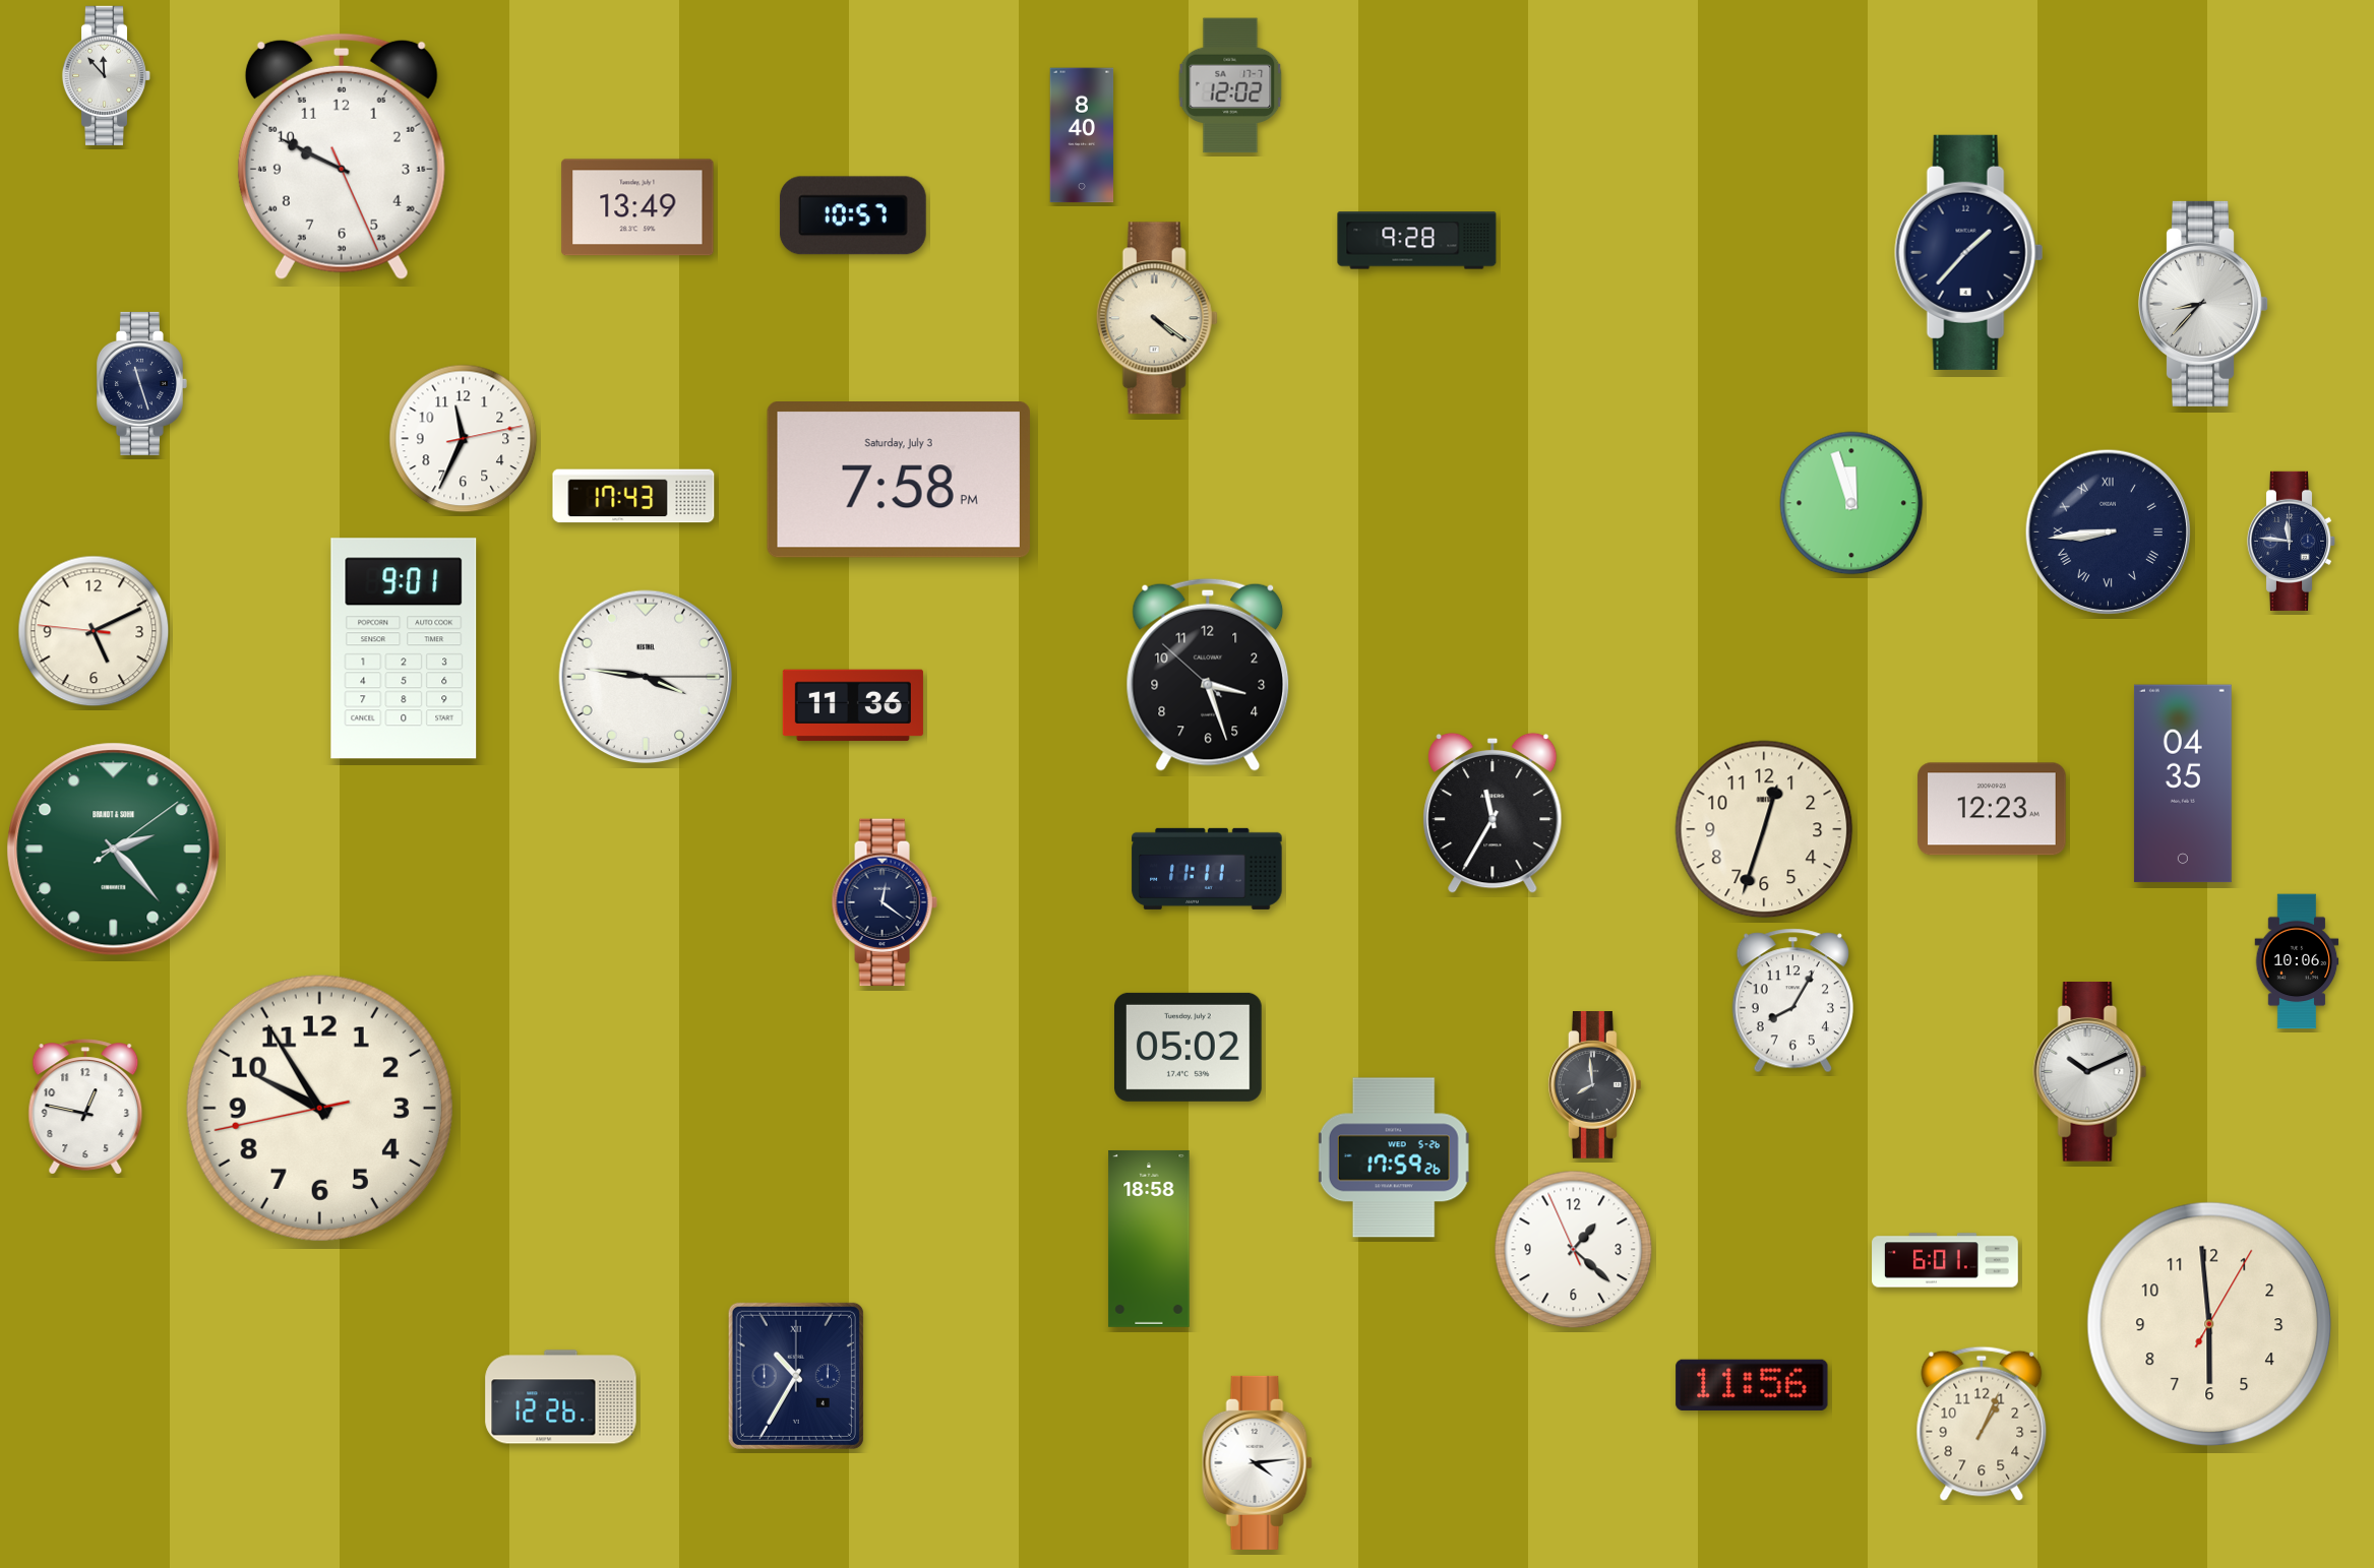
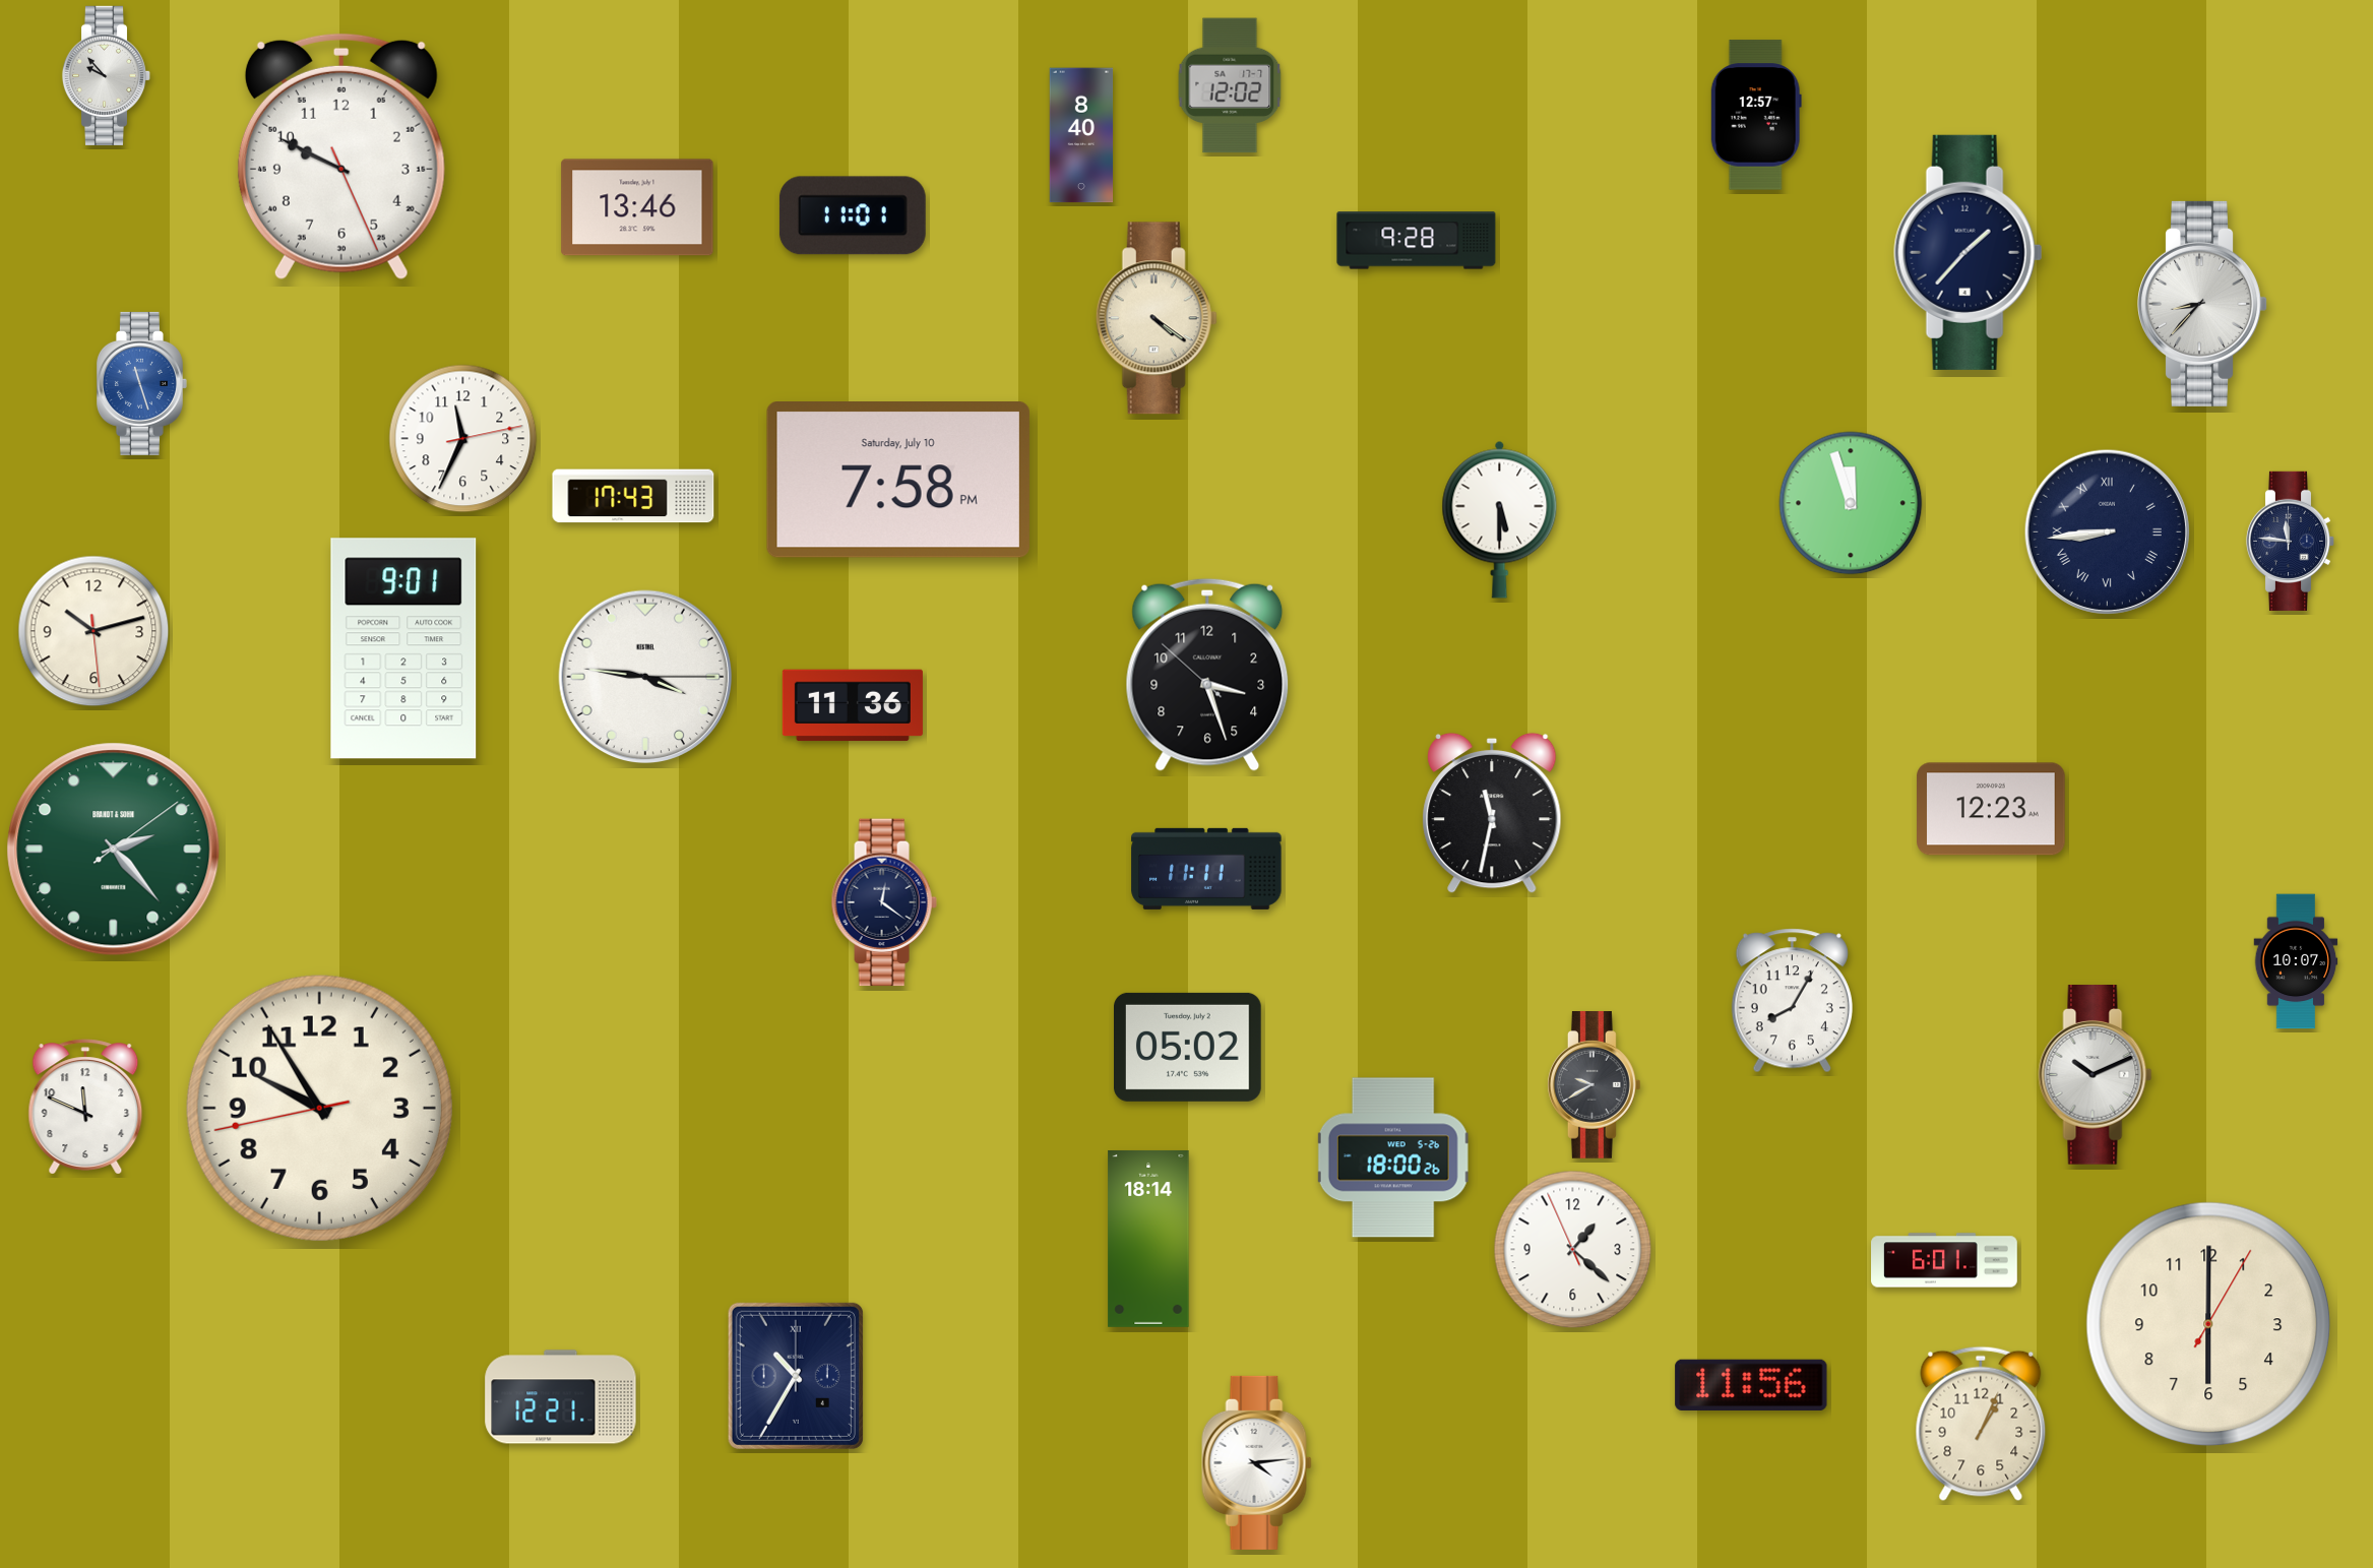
clock at (107, 75): 11:53 -> 9:53
clock at (1756, 115): none -> 12:57
clock at (637, 207): 13:49 -> 13:46
clock at (853, 215): 10:57 -> 11:01
clock at (141, 383) dial: navy -> blue
clock at (899, 480) date: Saturday, July 3 -> Saturday, July 10
clock at (1500, 519): none -> 5:30
clock at (94, 631): 5:10 -> 10:12
clock at (2183, 783): 04:35 -> none
clock at (1493, 813): 11:35 -> 11:32
clock at (1764, 829): 12:33 -> none
clock at (2297, 961): 10:06 -> 10:07
clock at (2090, 1072) position: (2090, 1072) -> (2096, 1075)
clock at (1594, 1085): 7:59 -> 9:40
clock at (85, 1107): 12:47 -> 11:49
clock at (1394, 1157): 17:59 -> 18:00
clock at (1149, 1239): 18:58 -> 18:14
clock at (2208, 1323): 5:59 -> 6:00
clock at (561, 1397): 12:26 -> 12:21
